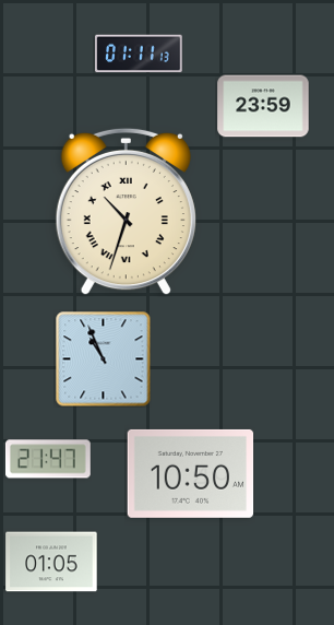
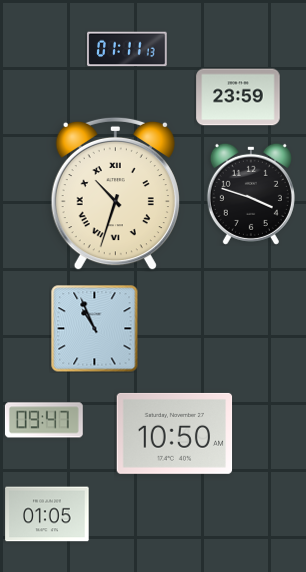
clock at (263, 106) position: (263, 106) -> (238, 97)
clock at (251, 194): none -> 3:48
clock at (48, 459): 21:47 -> 09:47
